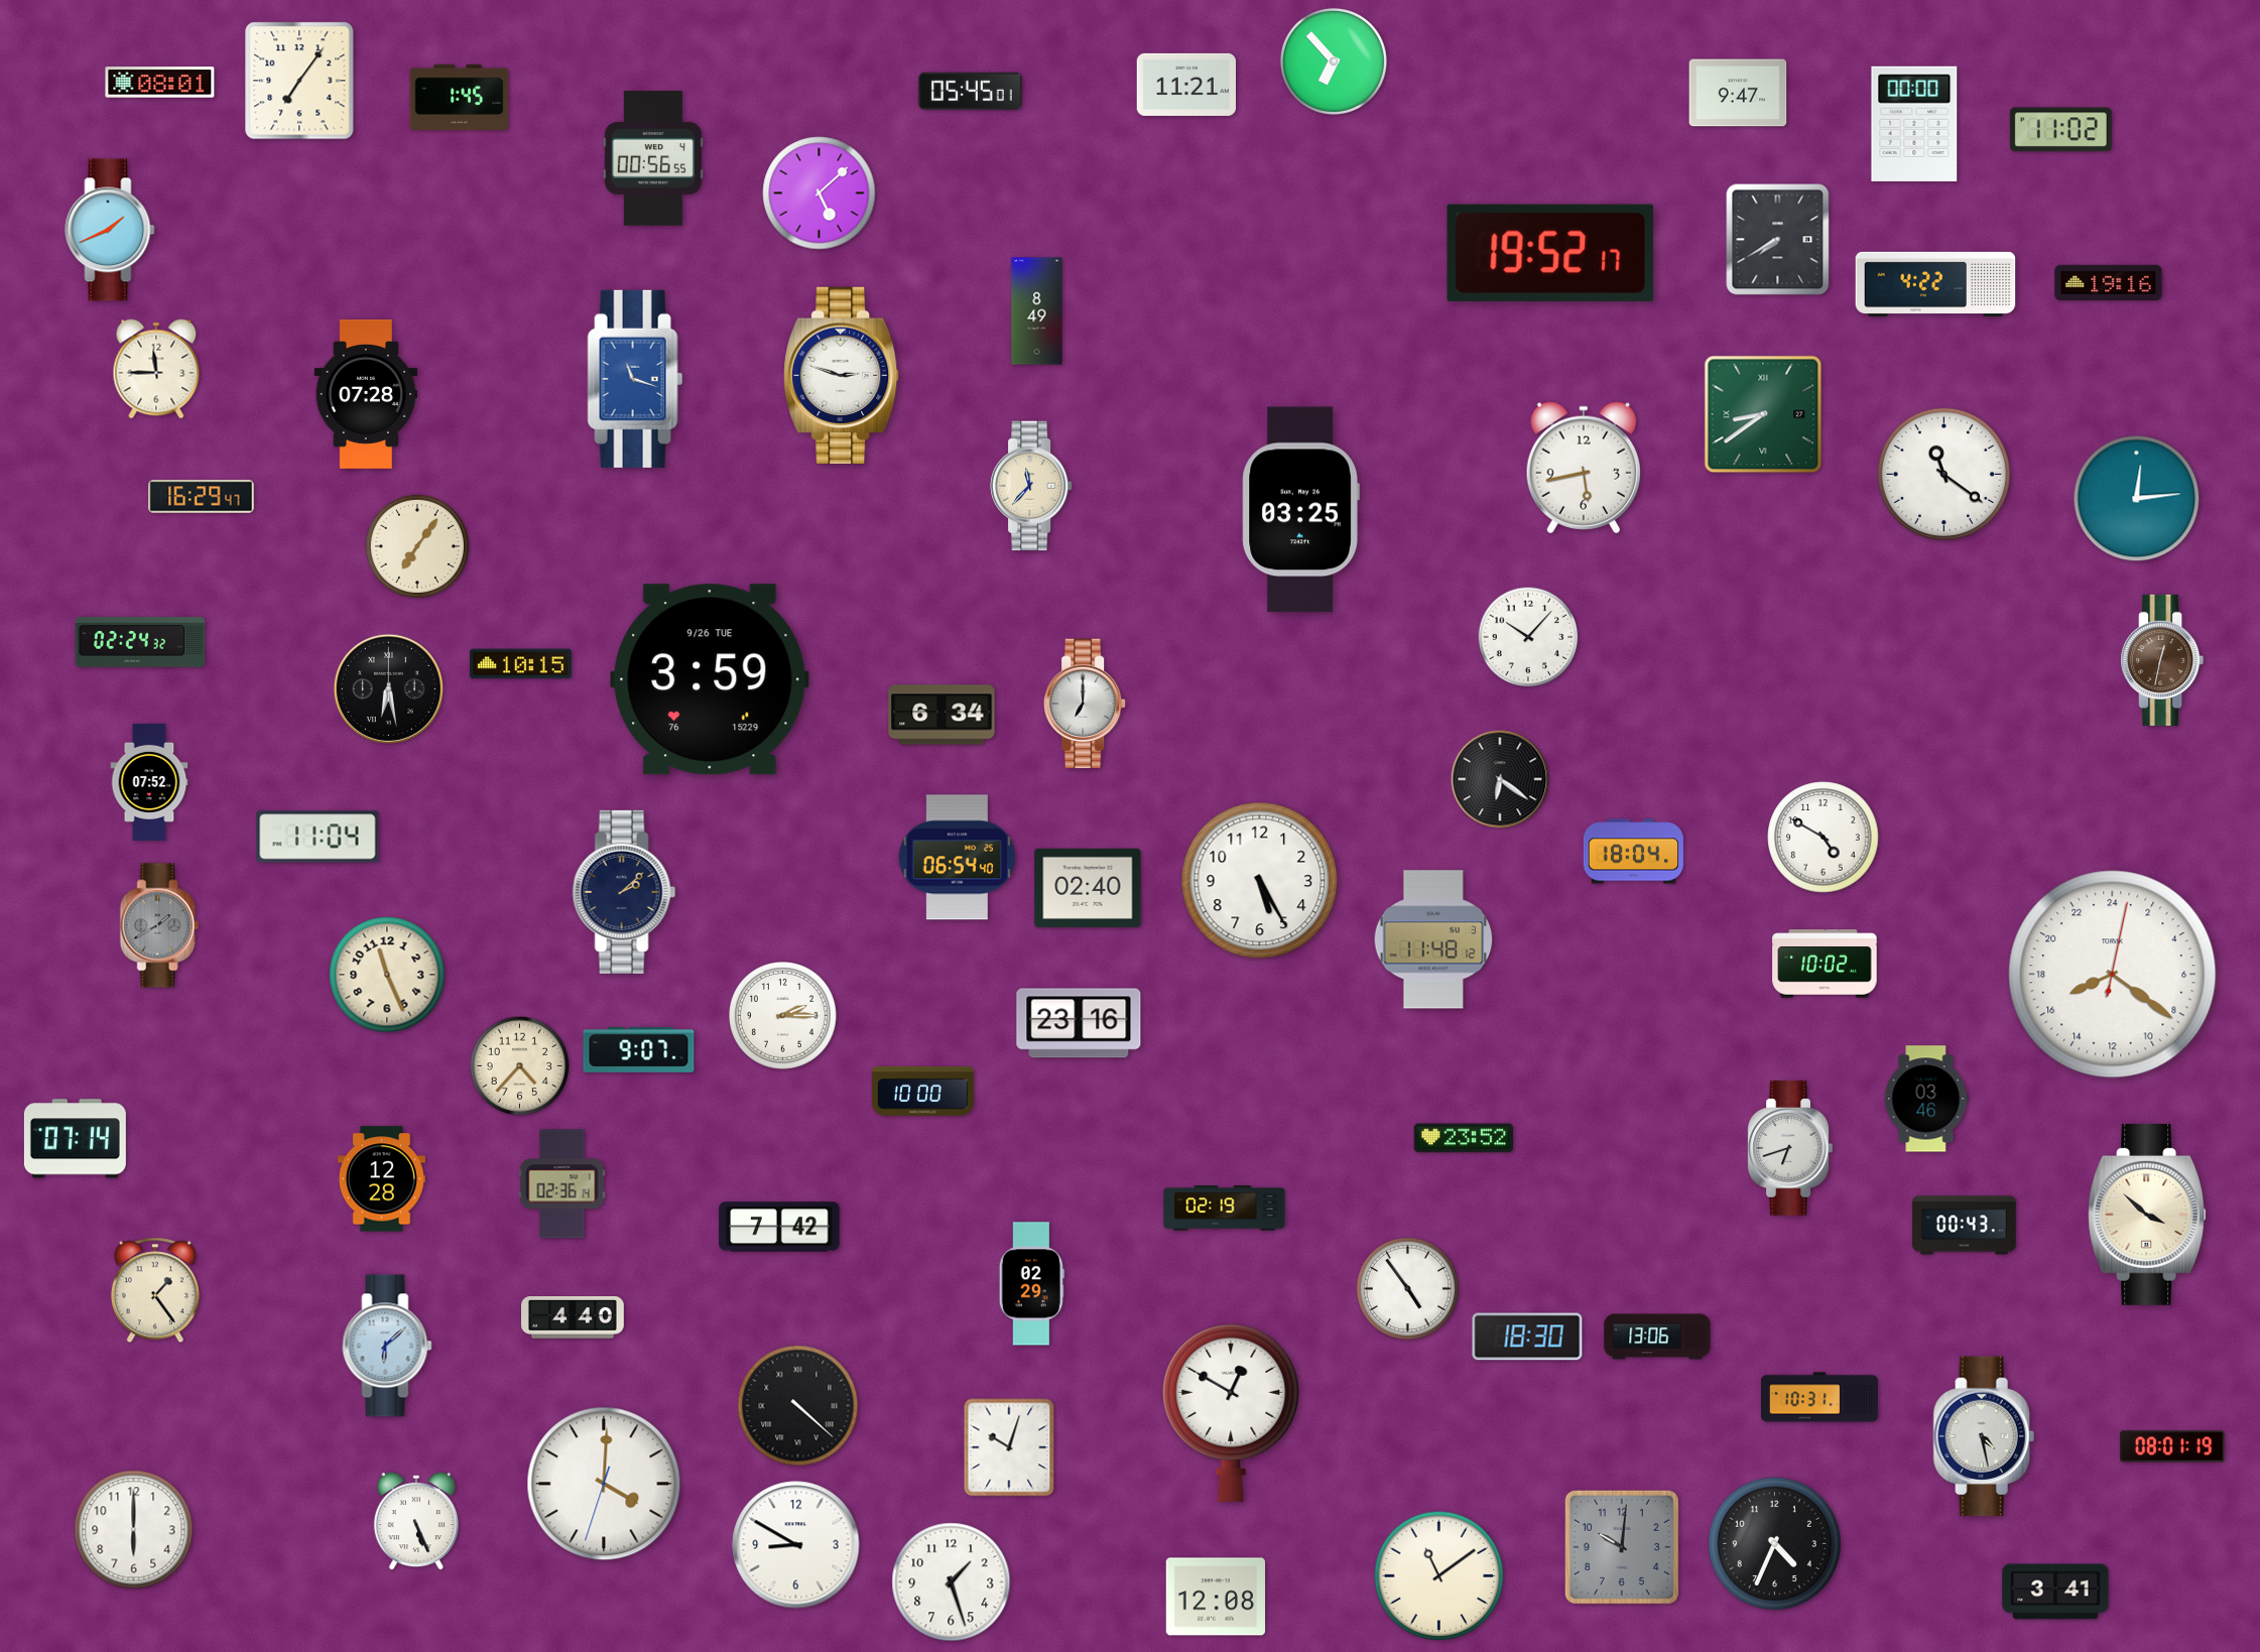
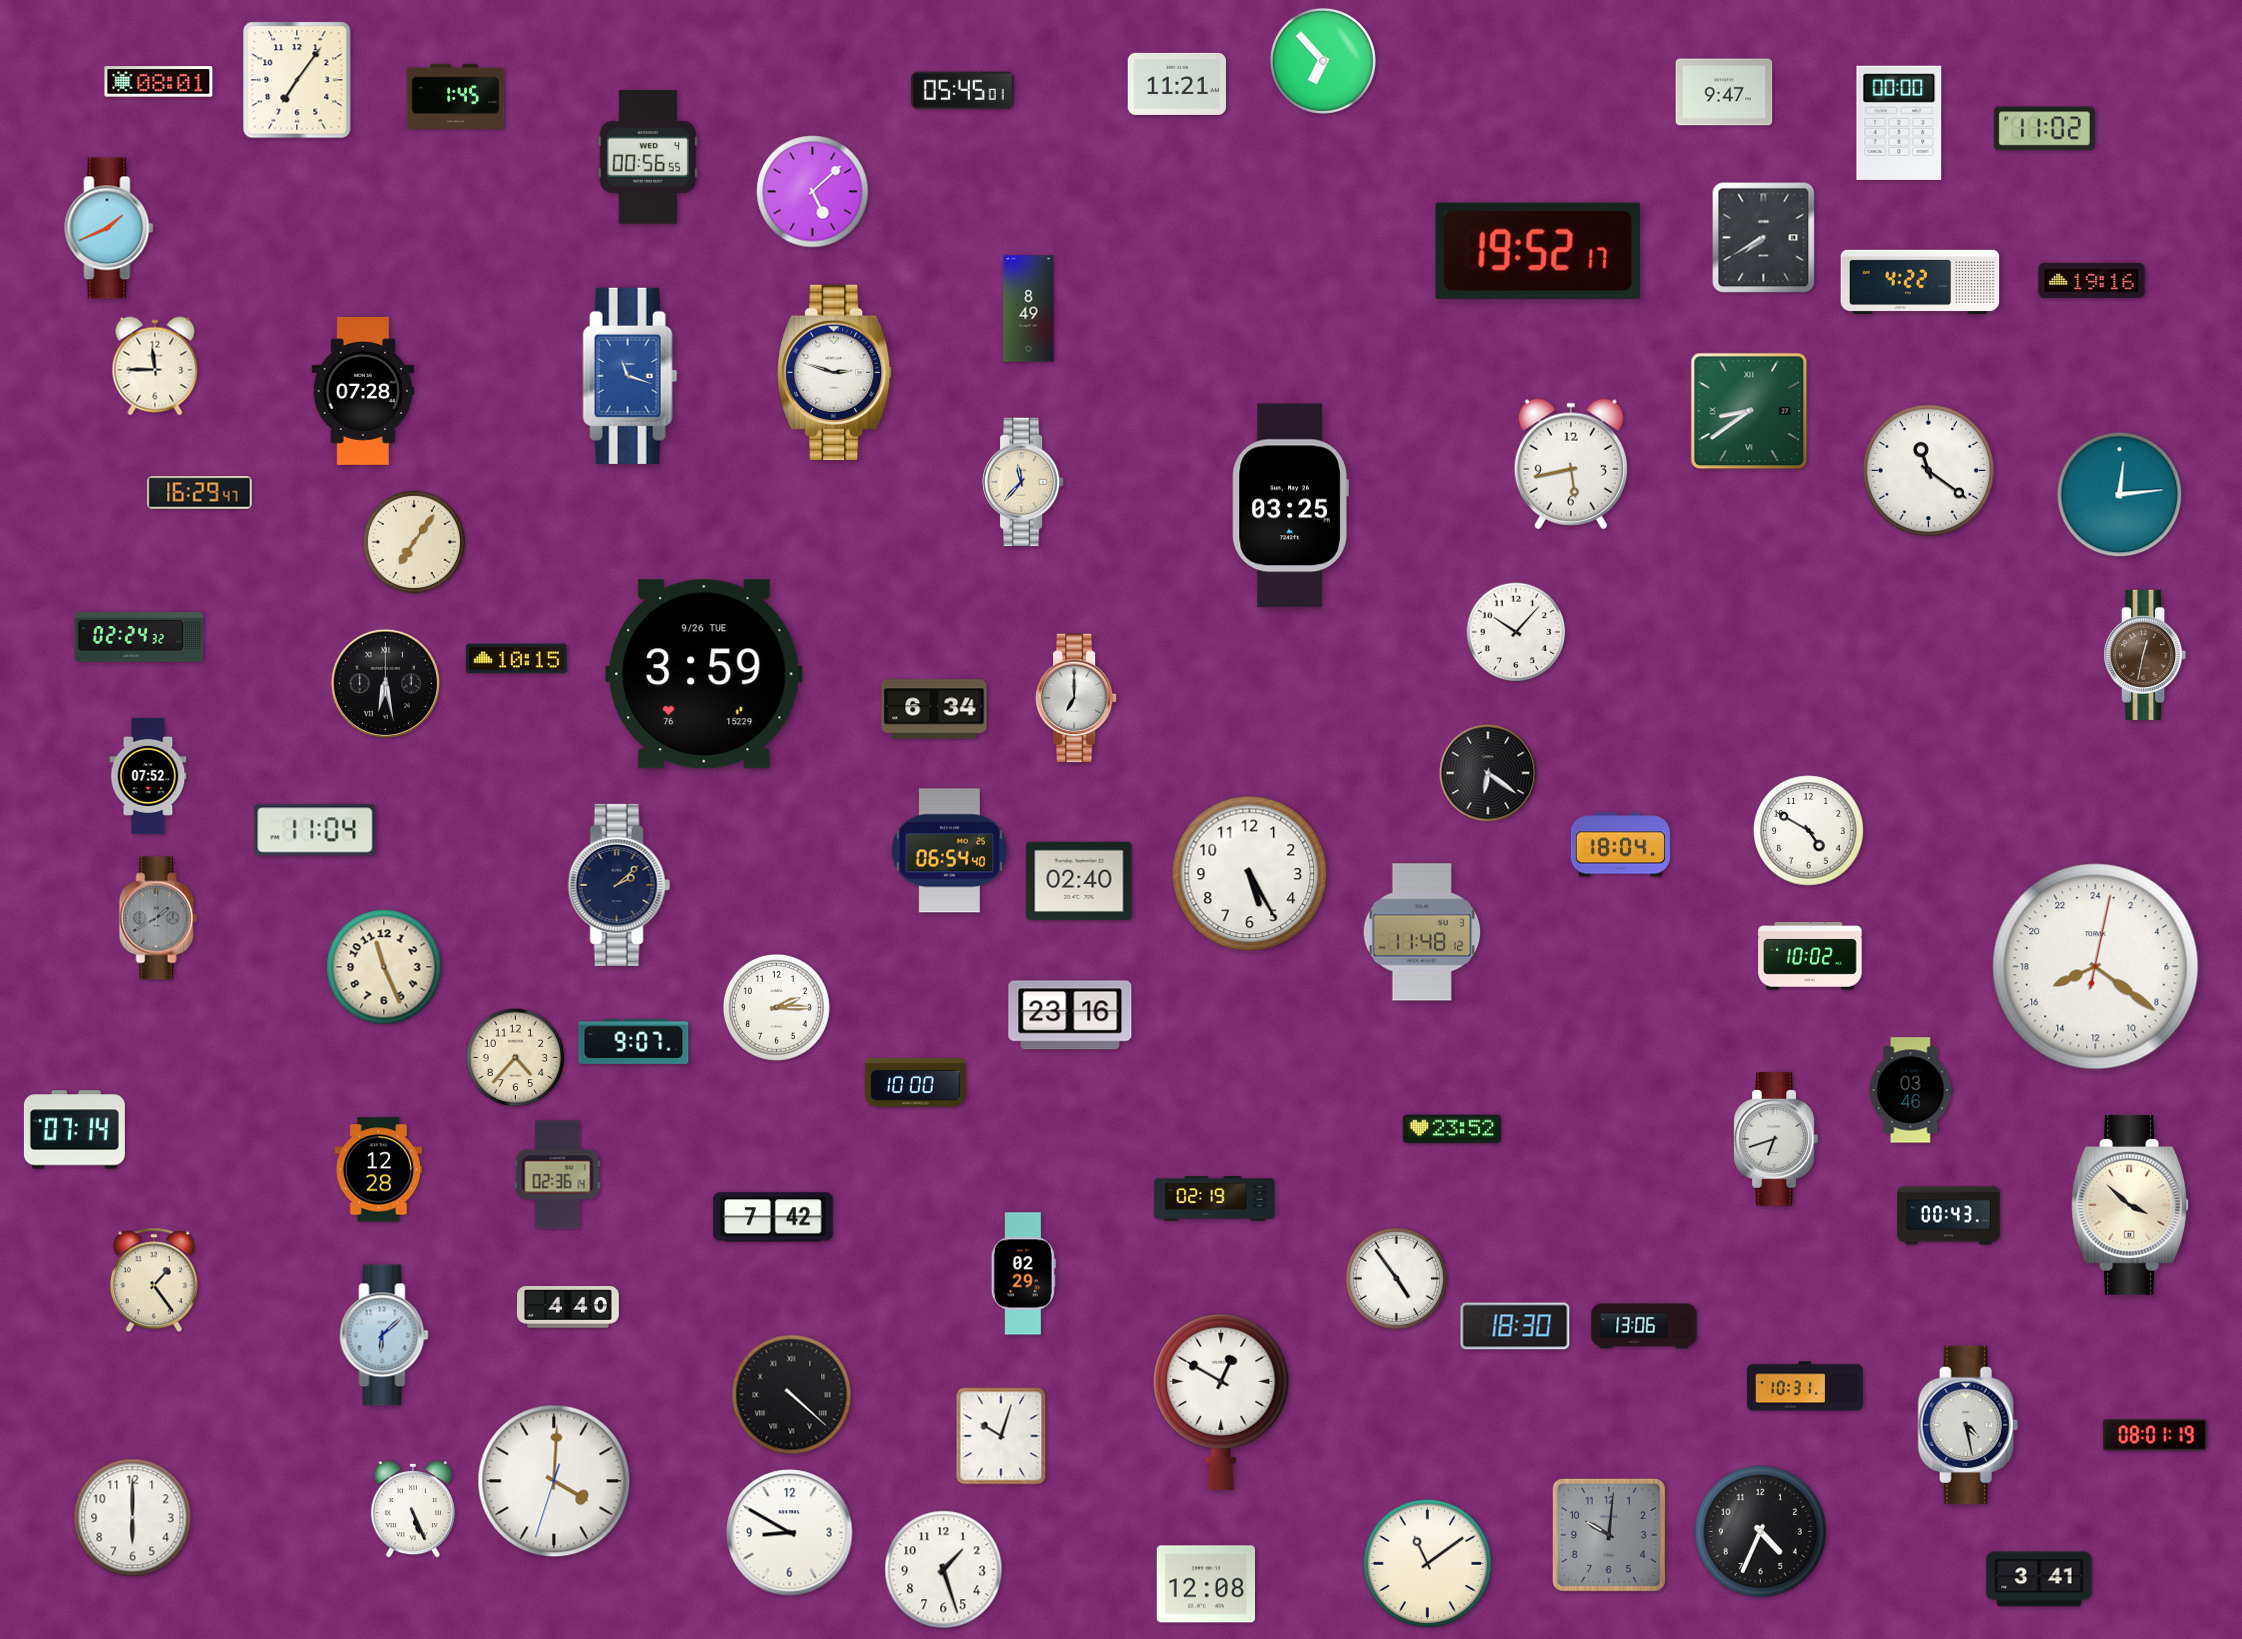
clock at (604, 1484) position: (604, 1484) -> (554, 1481)
